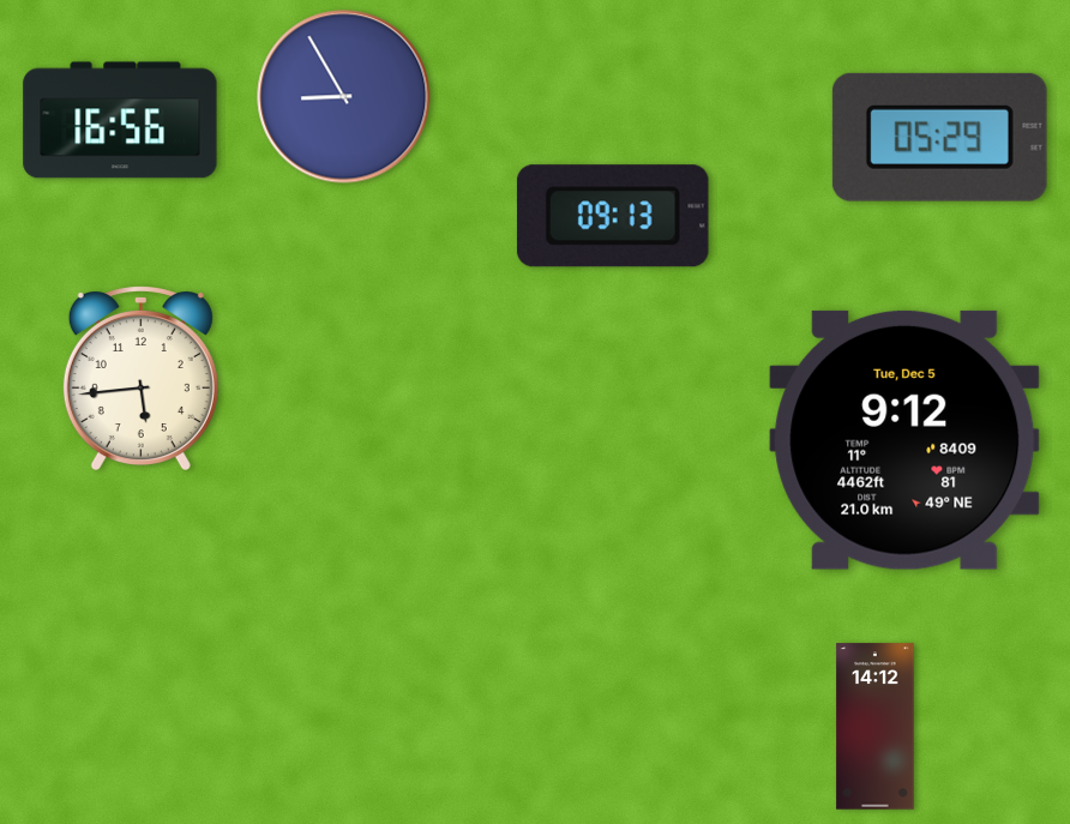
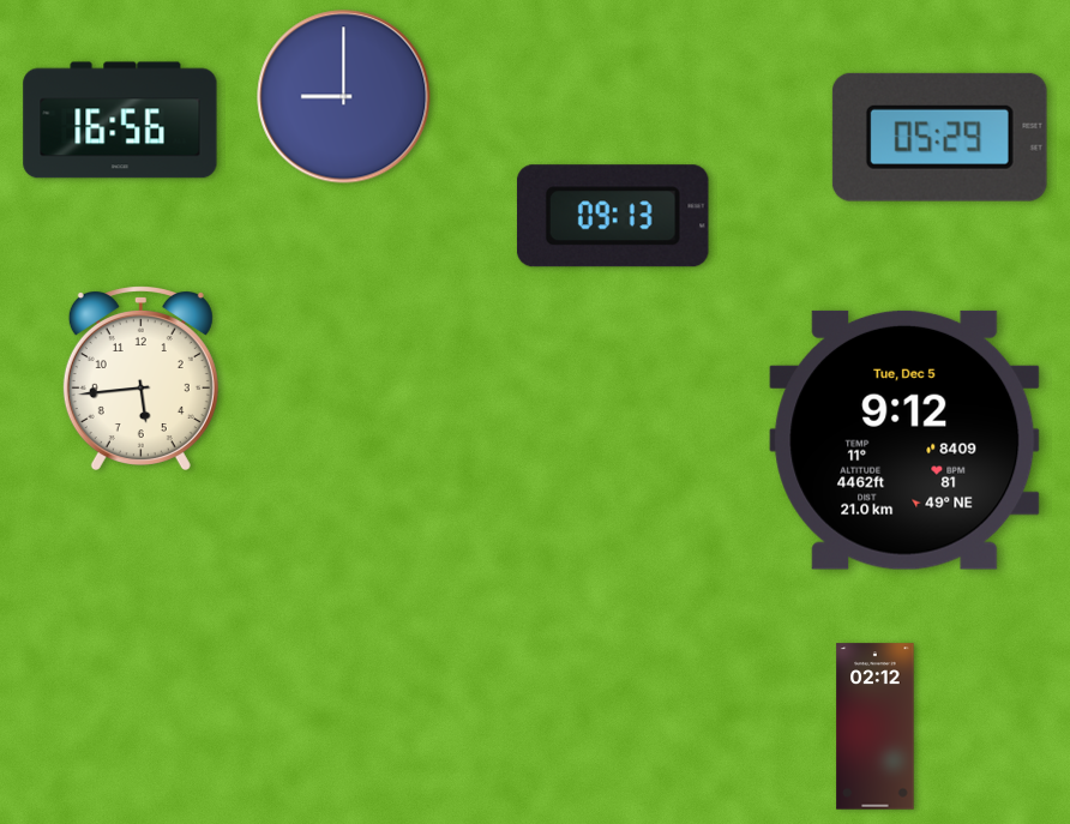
clock at (344, 97): 8:55 -> 9:00
clock at (876, 727): 14:12 -> 02:12
